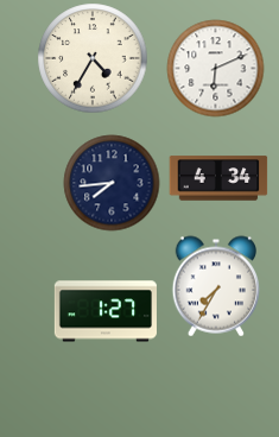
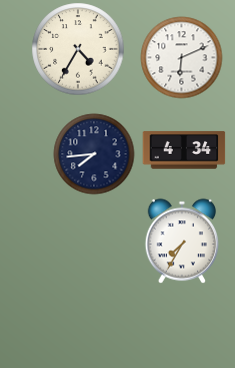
clock at (106, 311): 1:27 -> none
